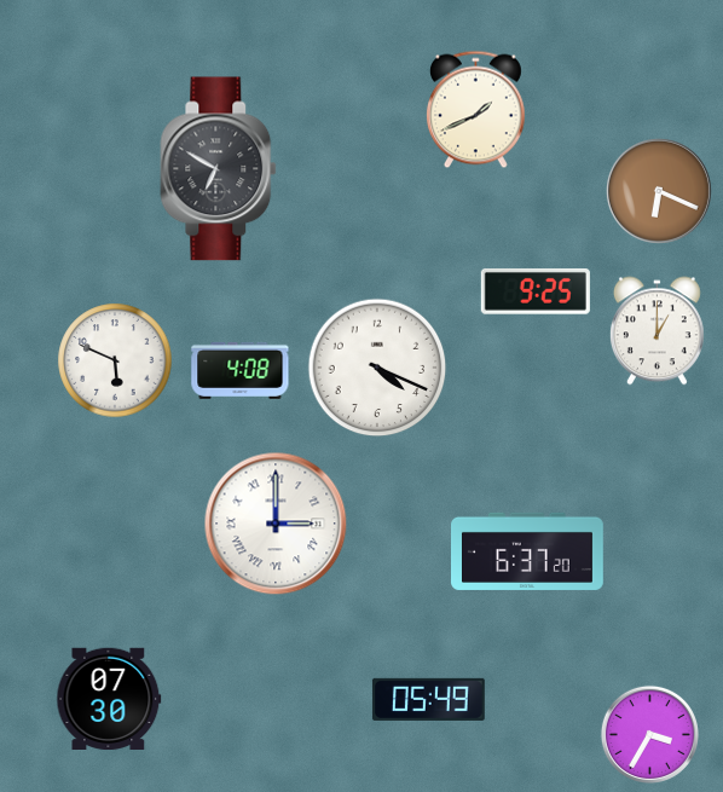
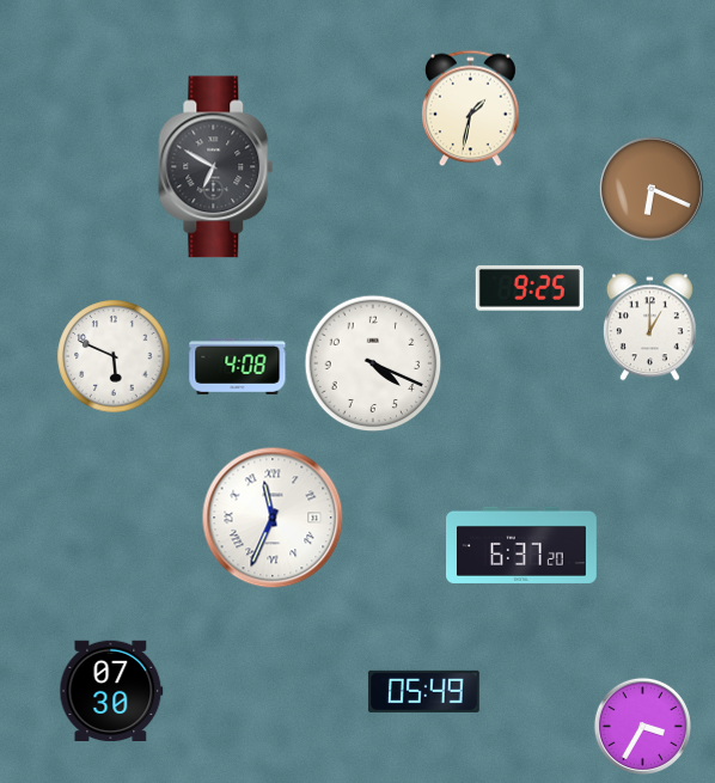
clock at (475, 110): 1:41 -> 1:32
clock at (276, 524): 3:00 -> 11:34
clock at (109, 698) position: (109, 698) -> (111, 690)
